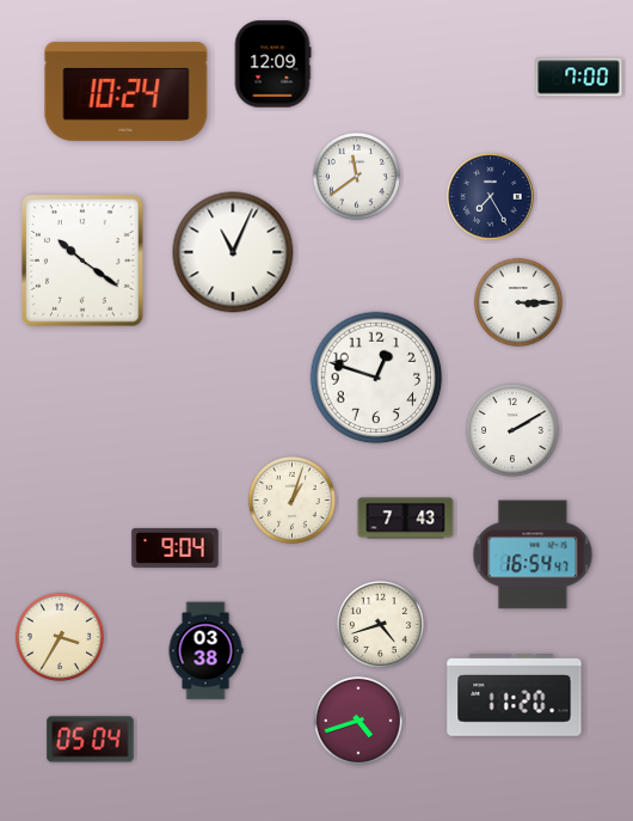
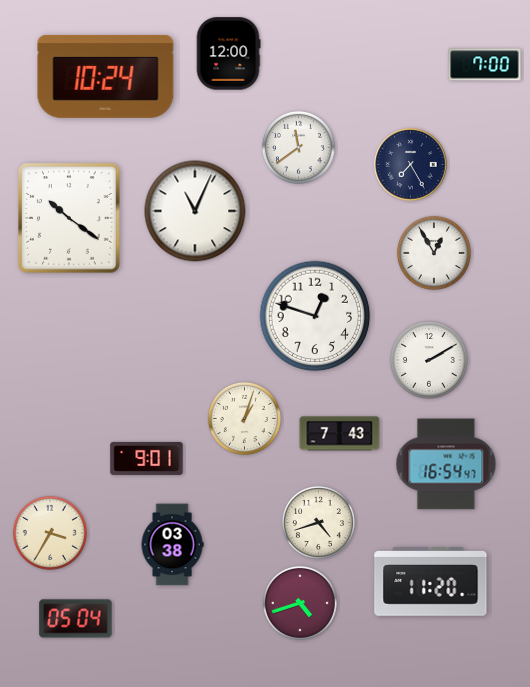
clock at (272, 65): 12:09 -> 12:00
clock at (518, 302): 3:15 -> 12:55
clock at (176, 547): 9:04 -> 9:01
